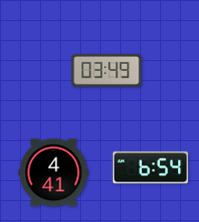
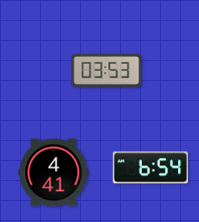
clock at (107, 70): 03:49 -> 03:53
